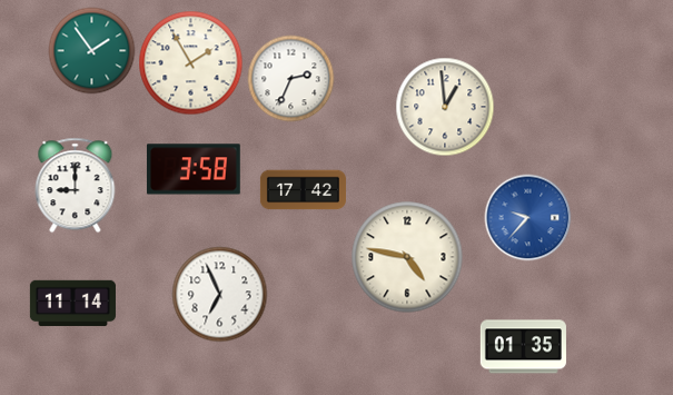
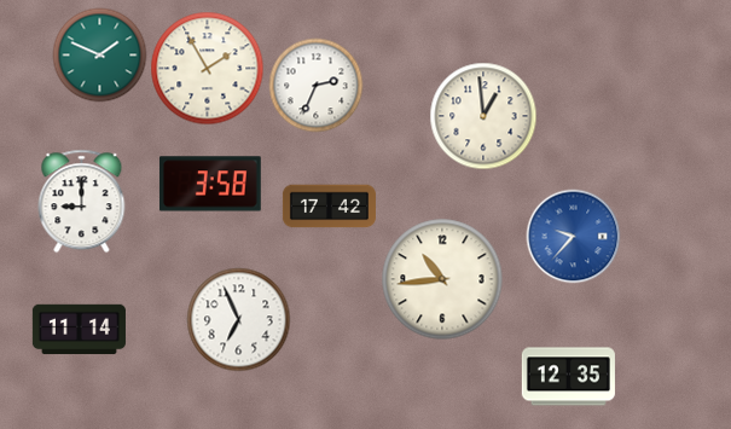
clock at (91, 50): 1:54 -> 1:49
clock at (407, 257): 4:47 -> 10:44
clock at (523, 347): 01:35 -> 12:35
